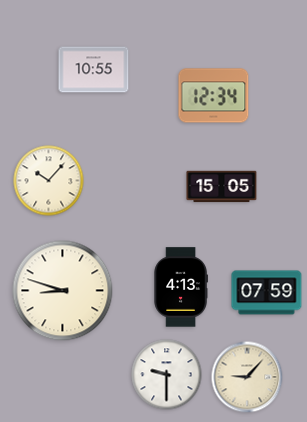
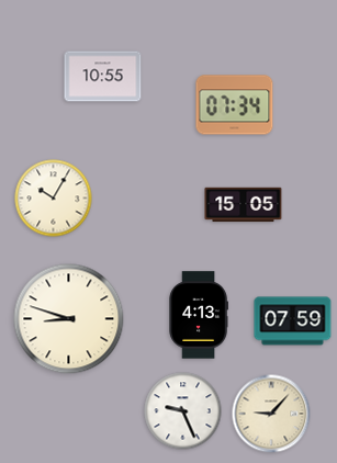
clock at (214, 96): 12:34 -> 07:34
clock at (49, 181): 10:07 -> 10:05
clock at (167, 375): 9:30 -> 9:26
